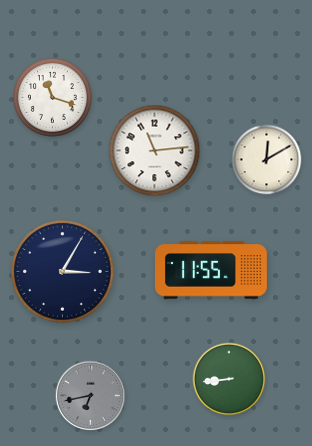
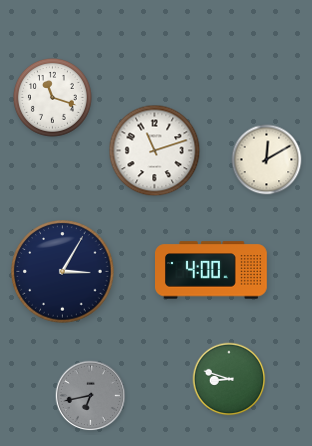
clock at (155, 151): 11:14 -> 11:12
clock at (212, 270): 11:55 -> 4:00
clock at (229, 379): 8:44 -> 8:48
